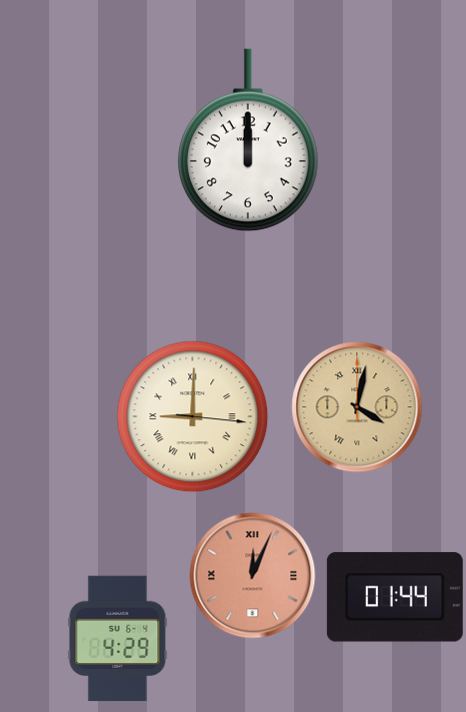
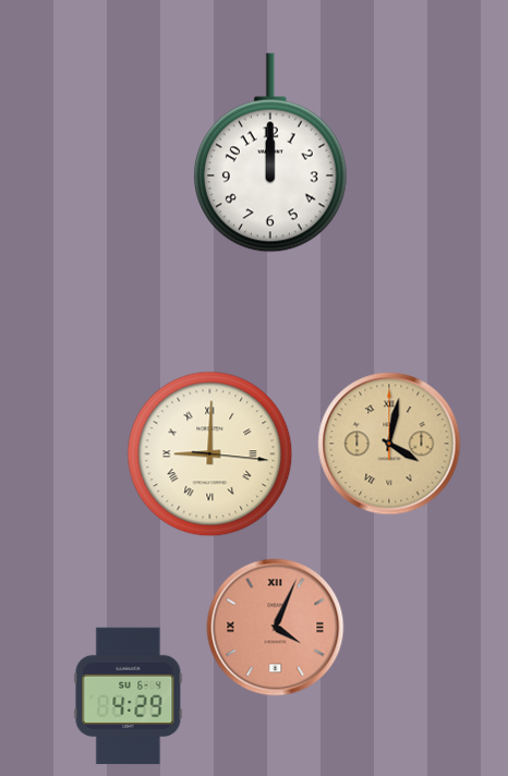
clock at (253, 576): 12:04 -> 4:04
clock at (395, 597): 01:44 -> none
